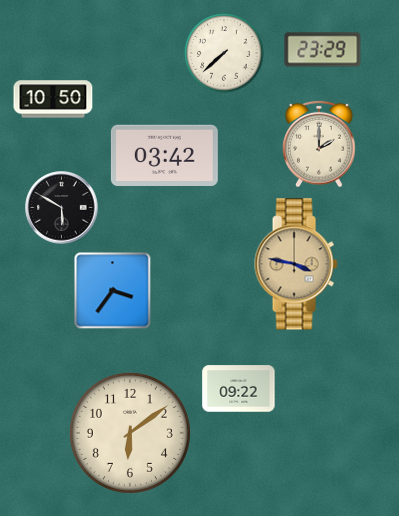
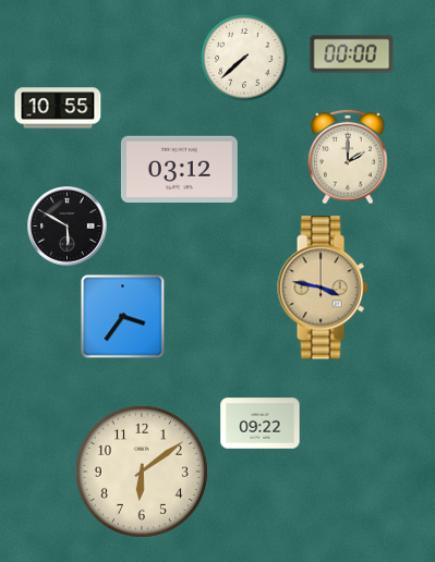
clock at (323, 50): 23:29 -> 00:00
clock at (53, 99): 10:50 -> 10:55
clock at (164, 155): 03:42 -> 03:12
